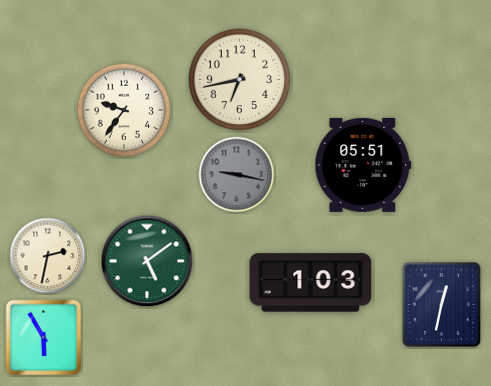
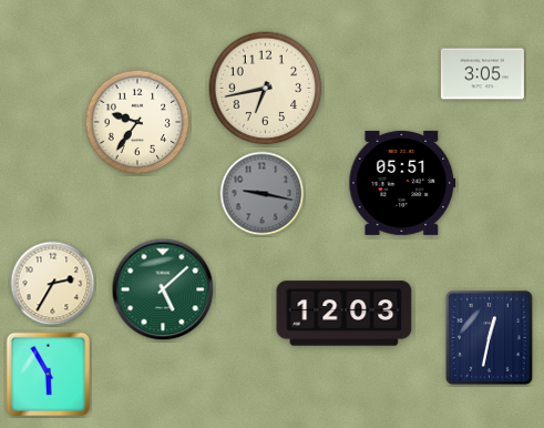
clock at (482, 74): none -> 3:05
clock at (48, 256): 2:32 -> 2:35
clock at (147, 261): 5:09 -> 5:08
clock at (311, 283): 1:03 -> 12:03
